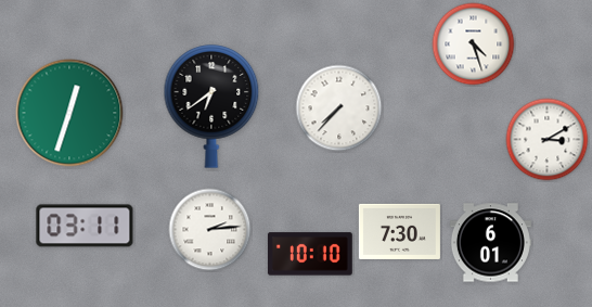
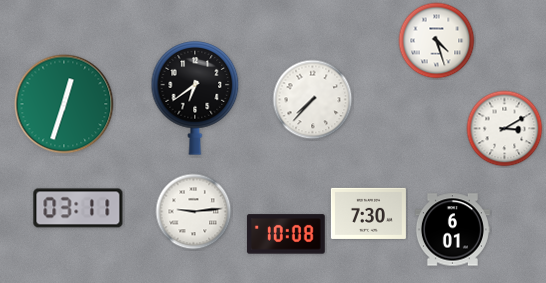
clock at (210, 230): 2:14 -> 9:14
clock at (490, 243) position: (490, 243) -> (452, 230)
clock at (310, 254): 10:10 -> 10:08
